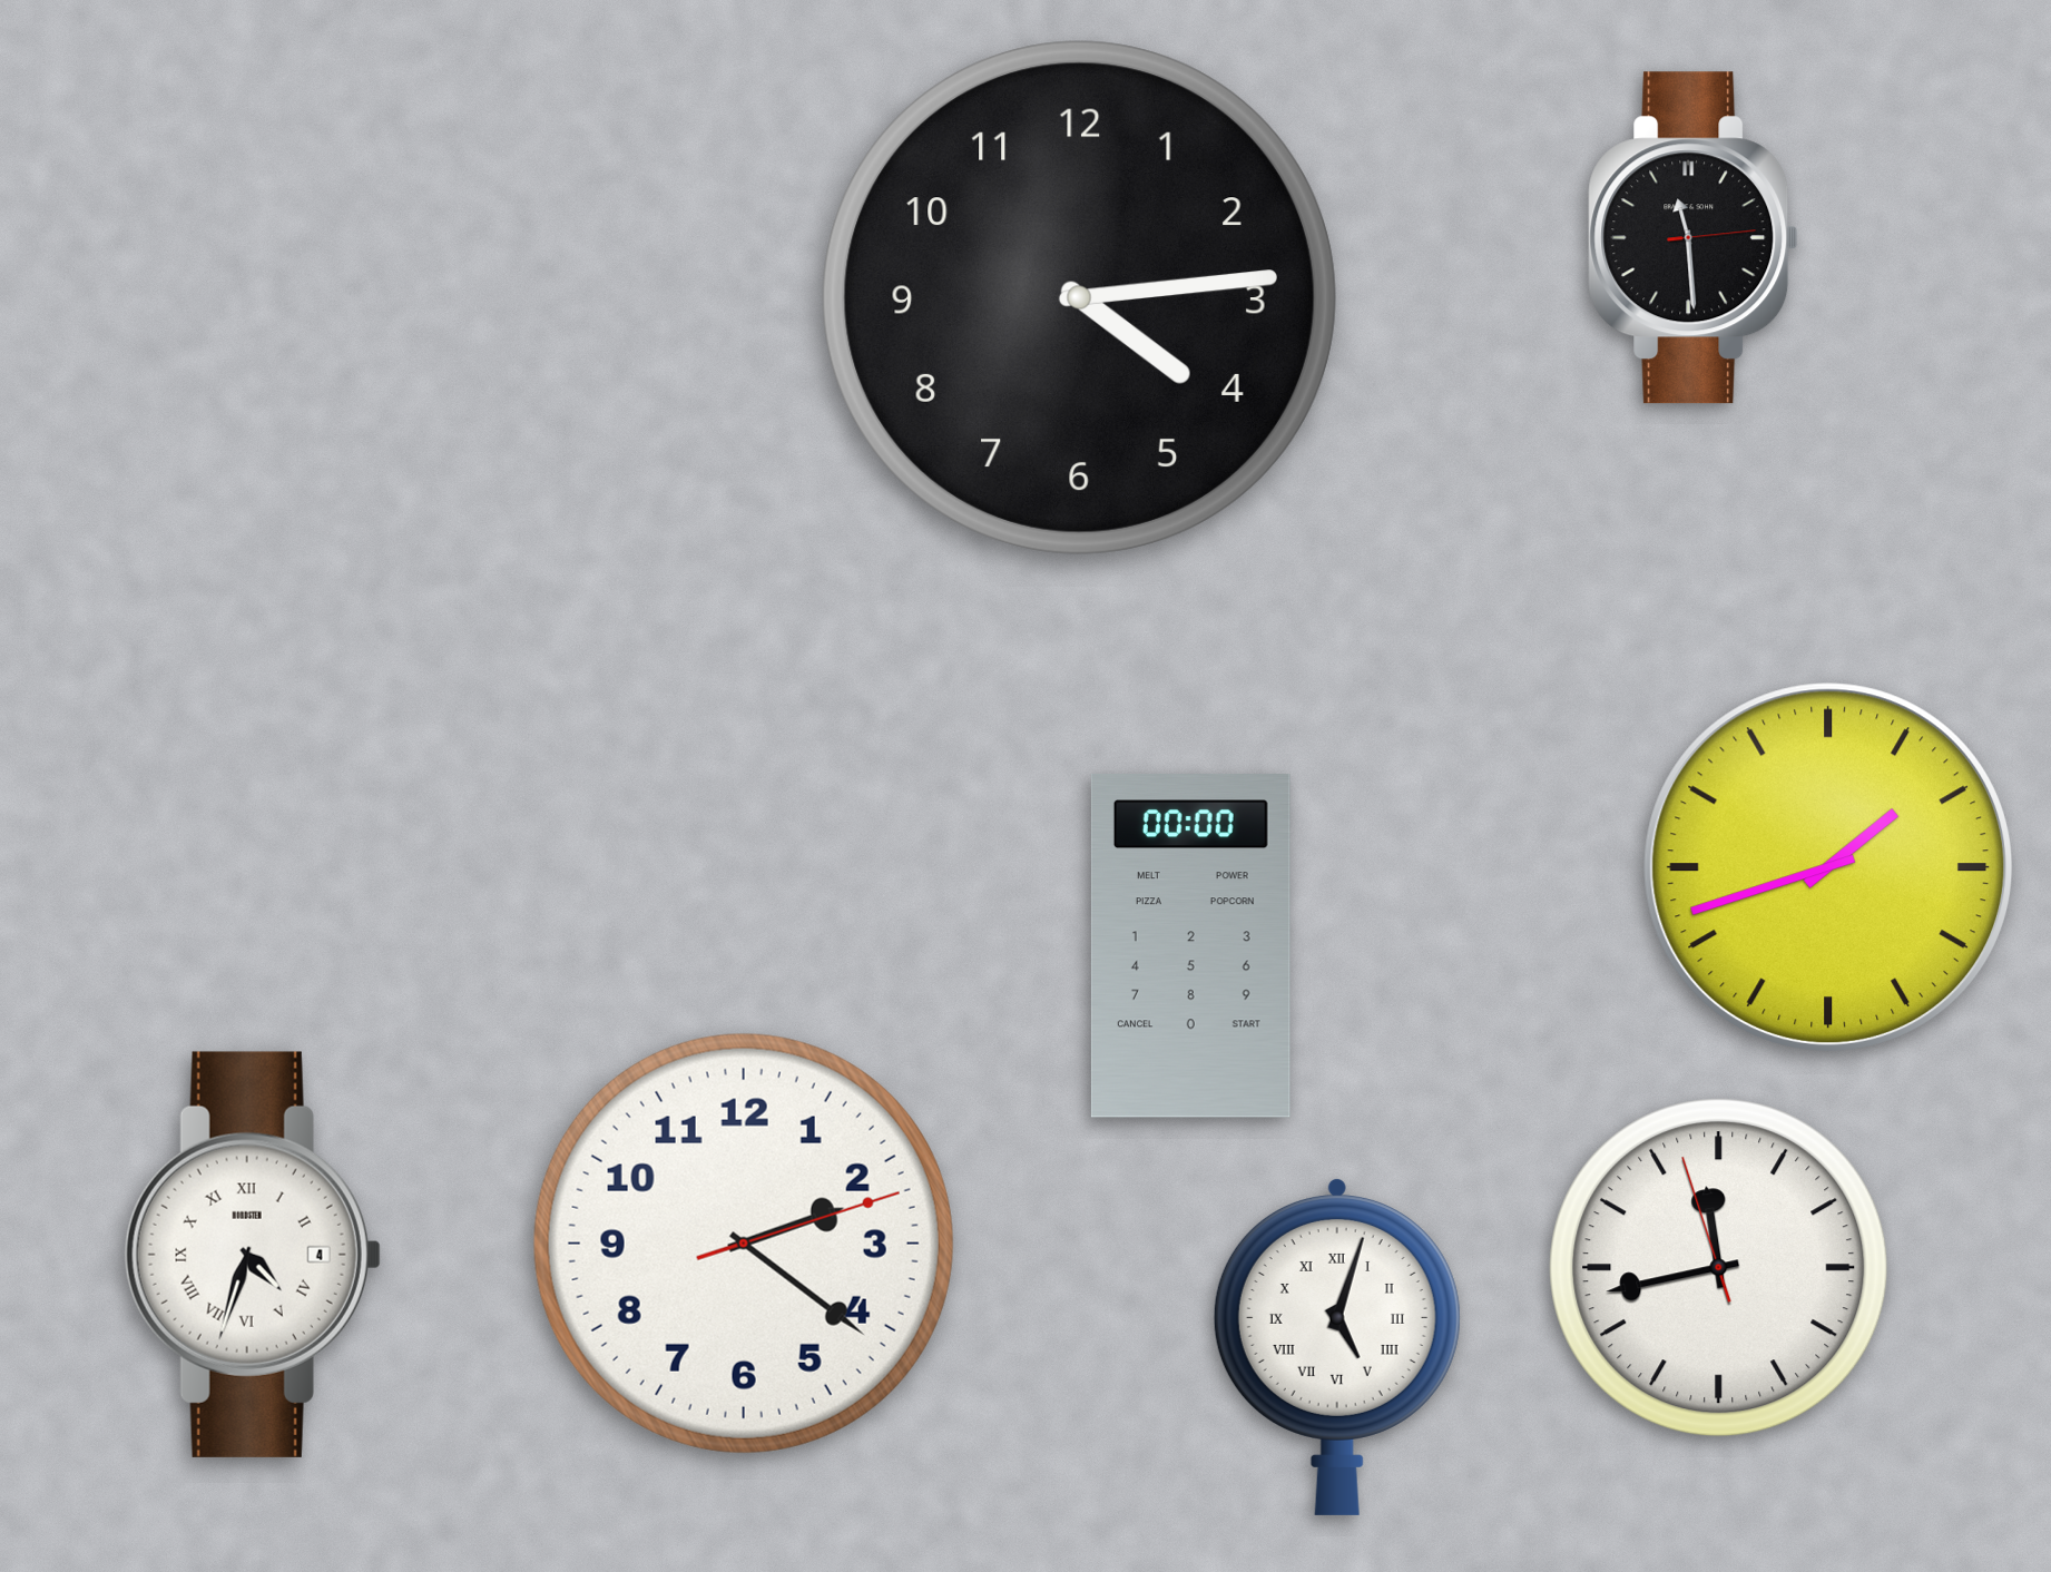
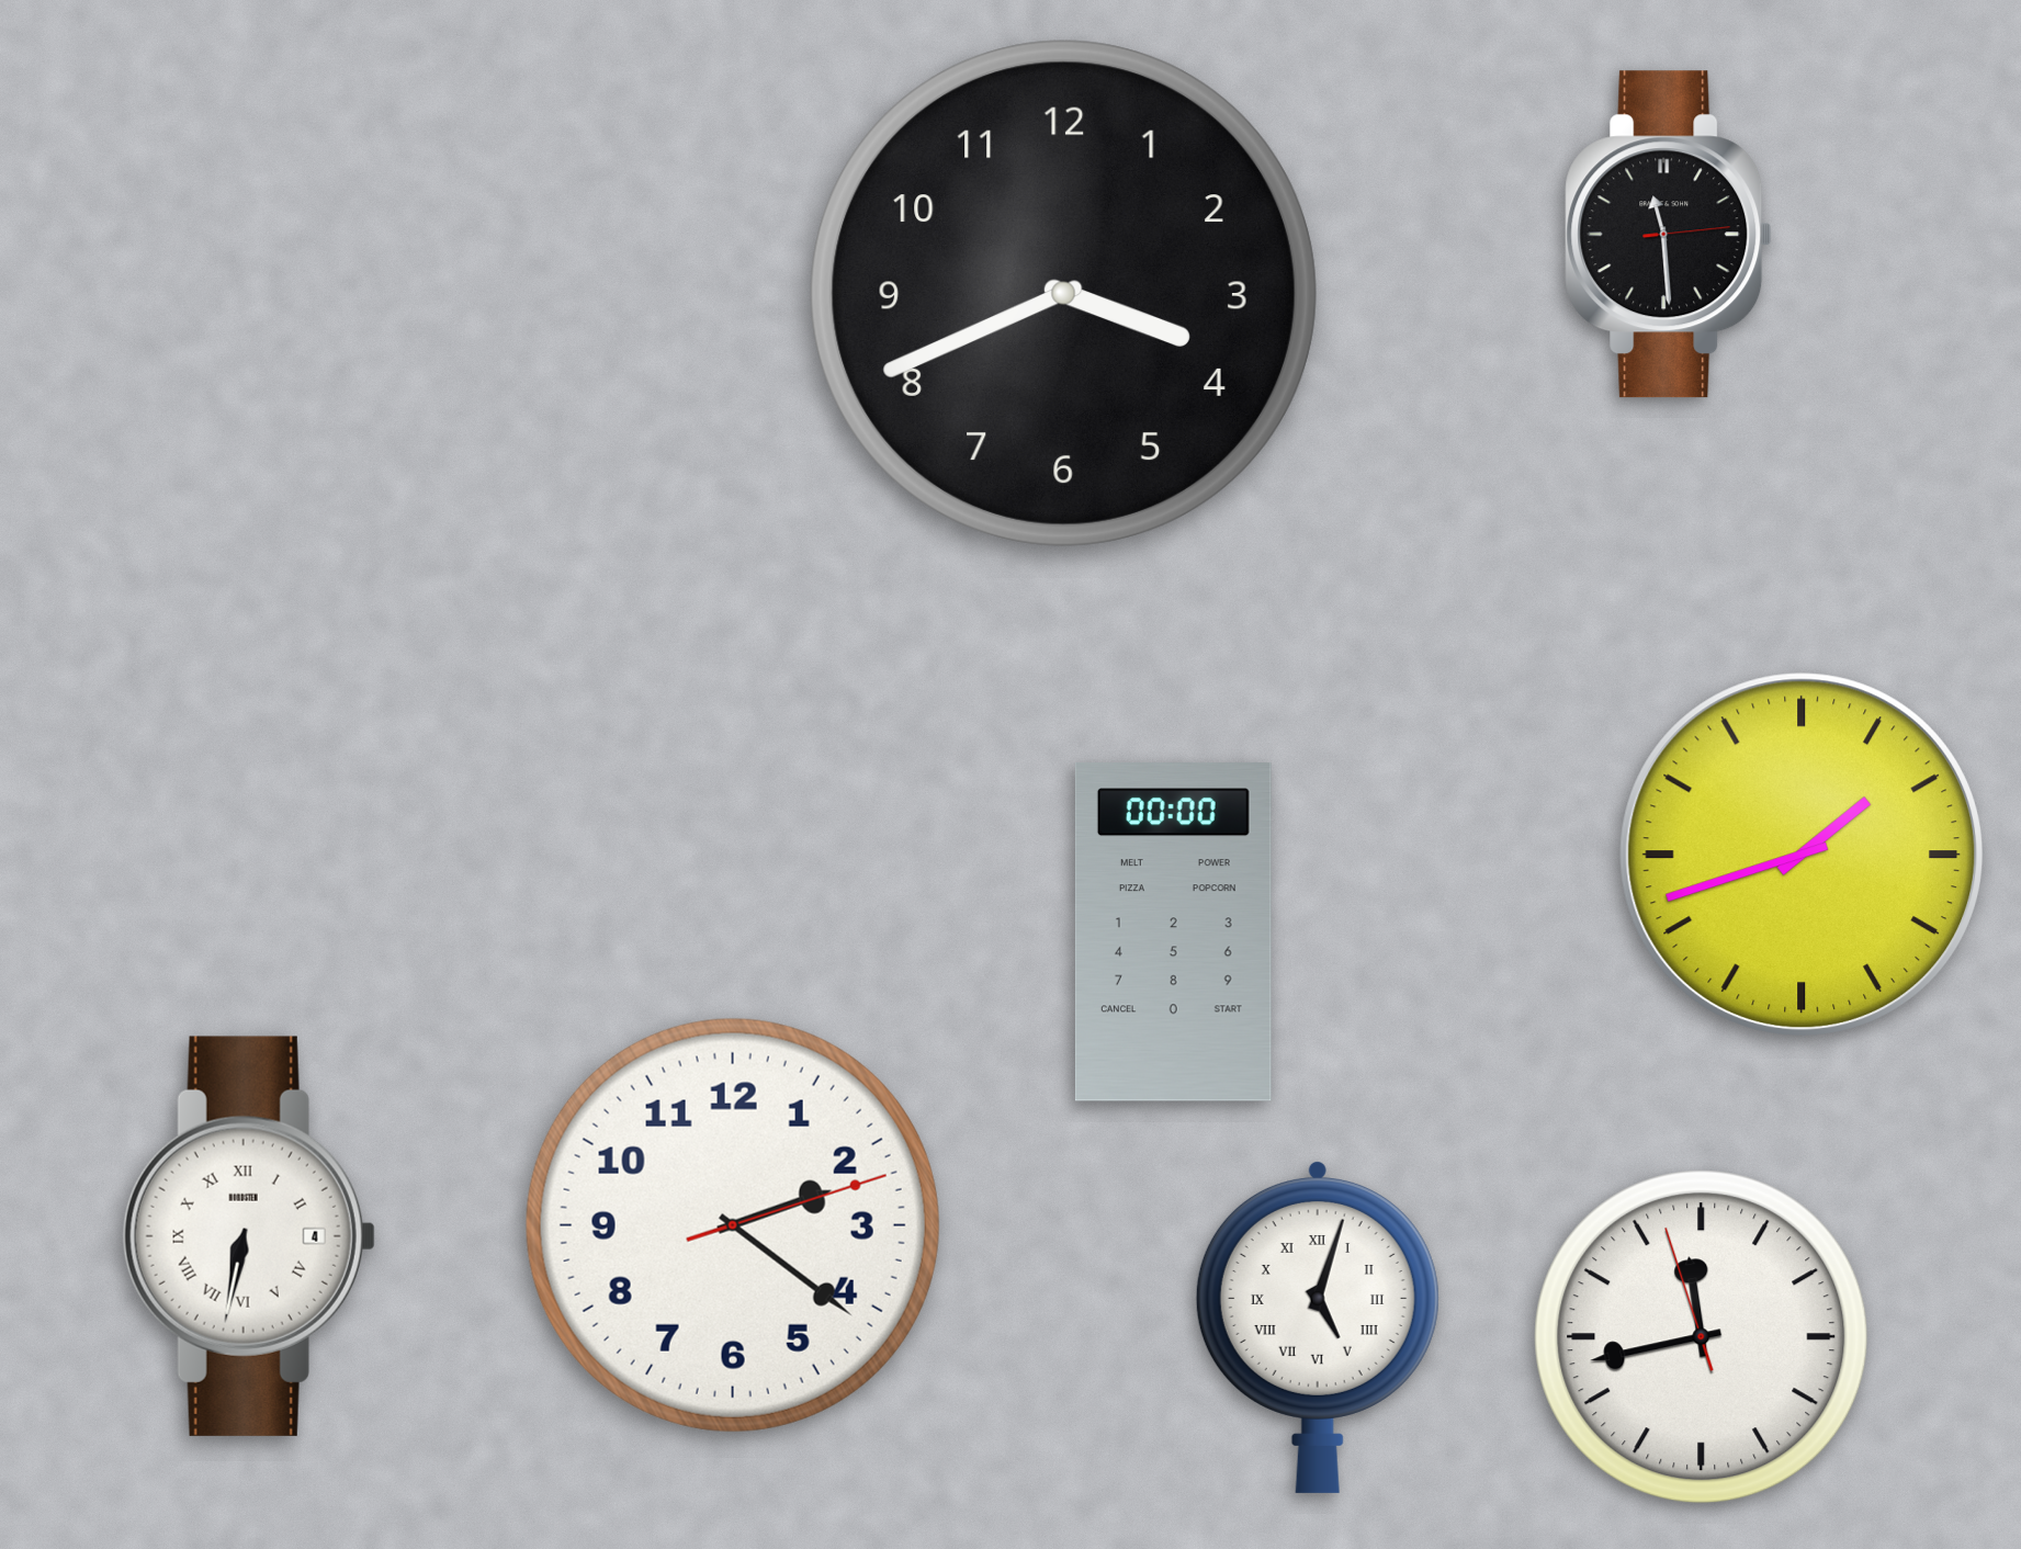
clock at (1079, 297): 4:14 -> 3:41
clock at (253, 1255): 4:33 -> 6:32
clock at (1719, 1268) position: (1719, 1268) -> (1702, 1337)
